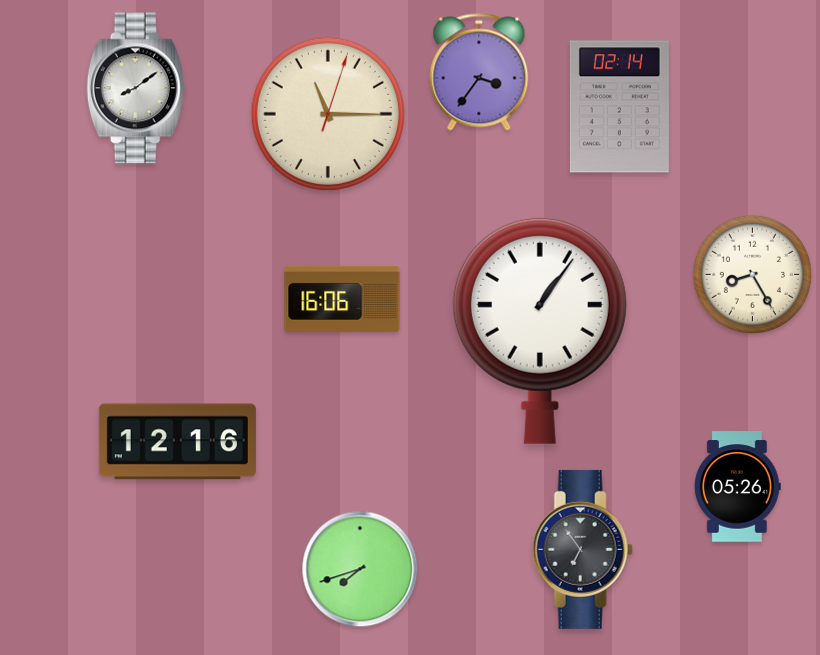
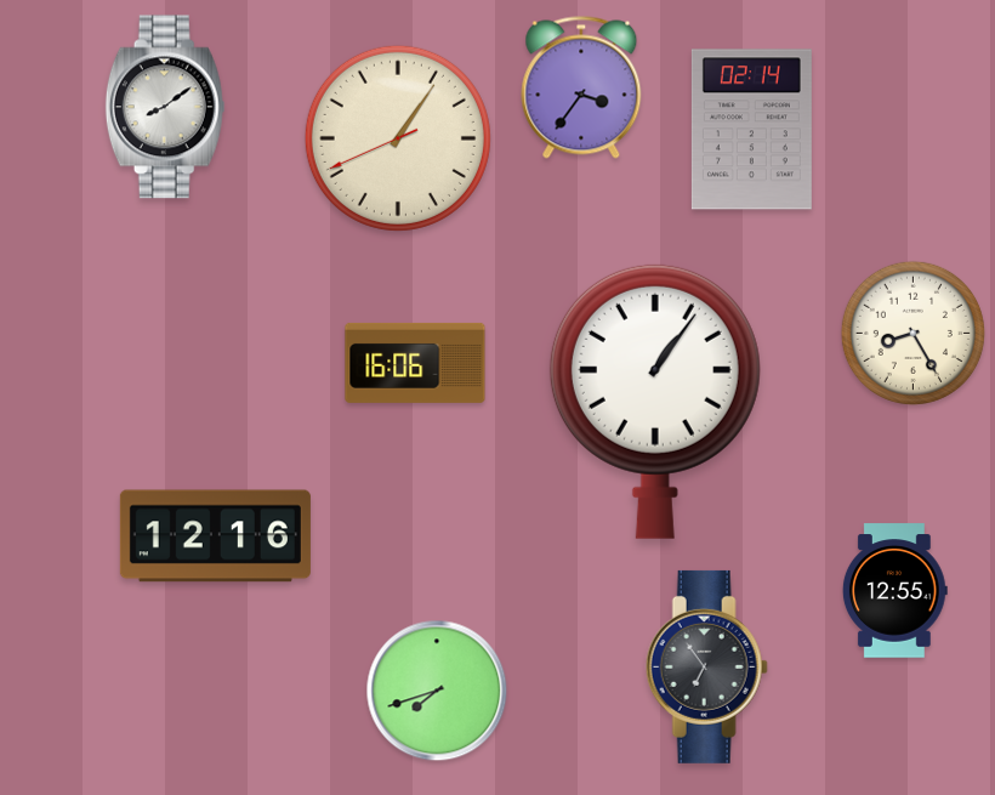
clock at (328, 114): 11:15 -> 1:05
clock at (737, 487): 05:26 -> 12:55
